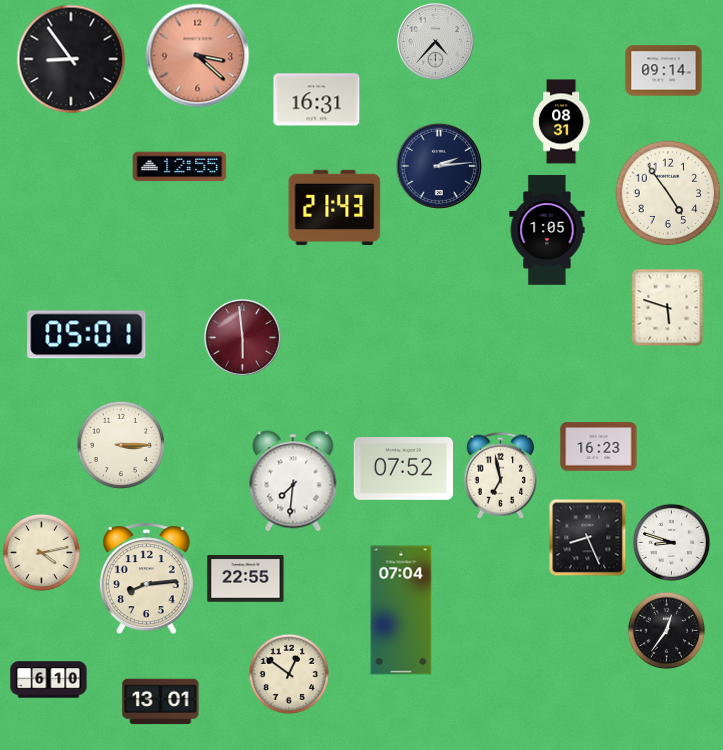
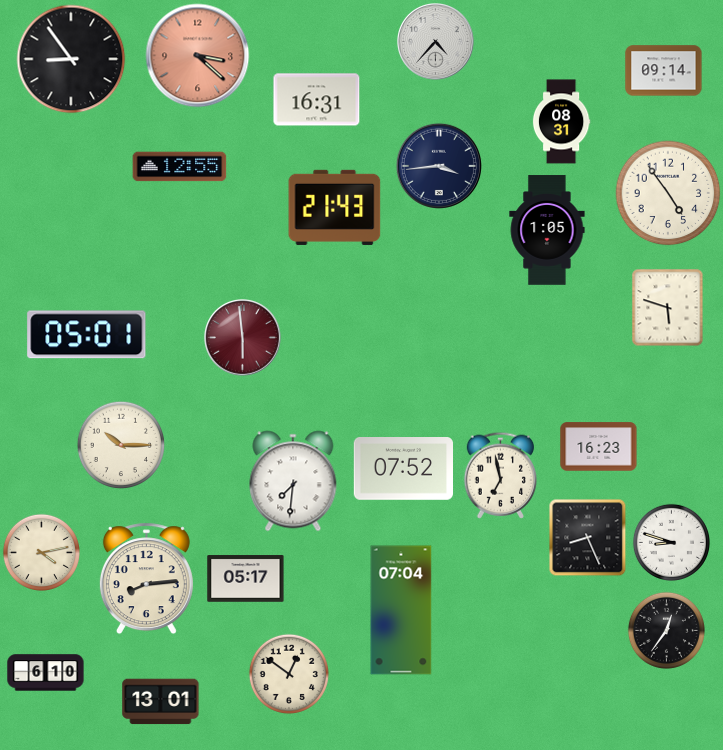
clock at (439, 166): 2:14 -> 3:44
clock at (121, 445): 3:15 -> 10:15
clock at (246, 579): 22:55 -> 05:17
clock at (49, 680) position: (49, 680) -> (46, 673)
